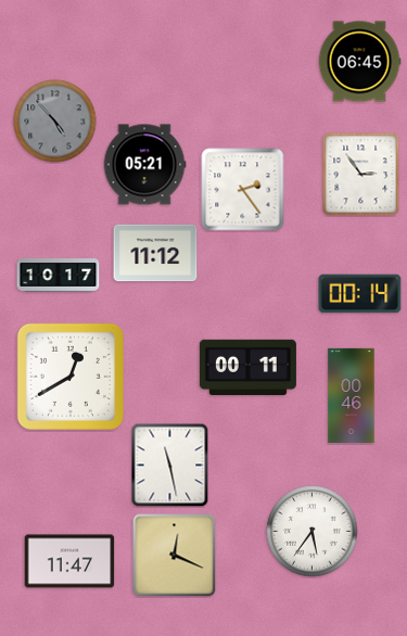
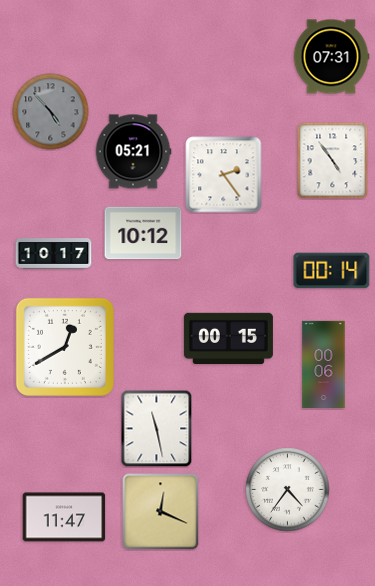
clock at (359, 62): 06:45 -> 07:31
clock at (361, 174): 2:54 -> 4:54
clock at (155, 253): 11:12 -> 10:12
clock at (247, 367): 00:11 -> 00:15
clock at (352, 395): 00:46 -> 00:06
clock at (313, 532): 5:36 -> 4:36
